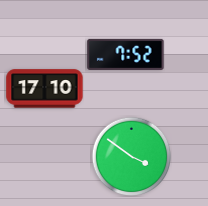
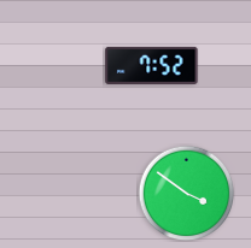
clock at (45, 89): 17:10 -> none
clock at (131, 156) position: (131, 156) -> (186, 193)
